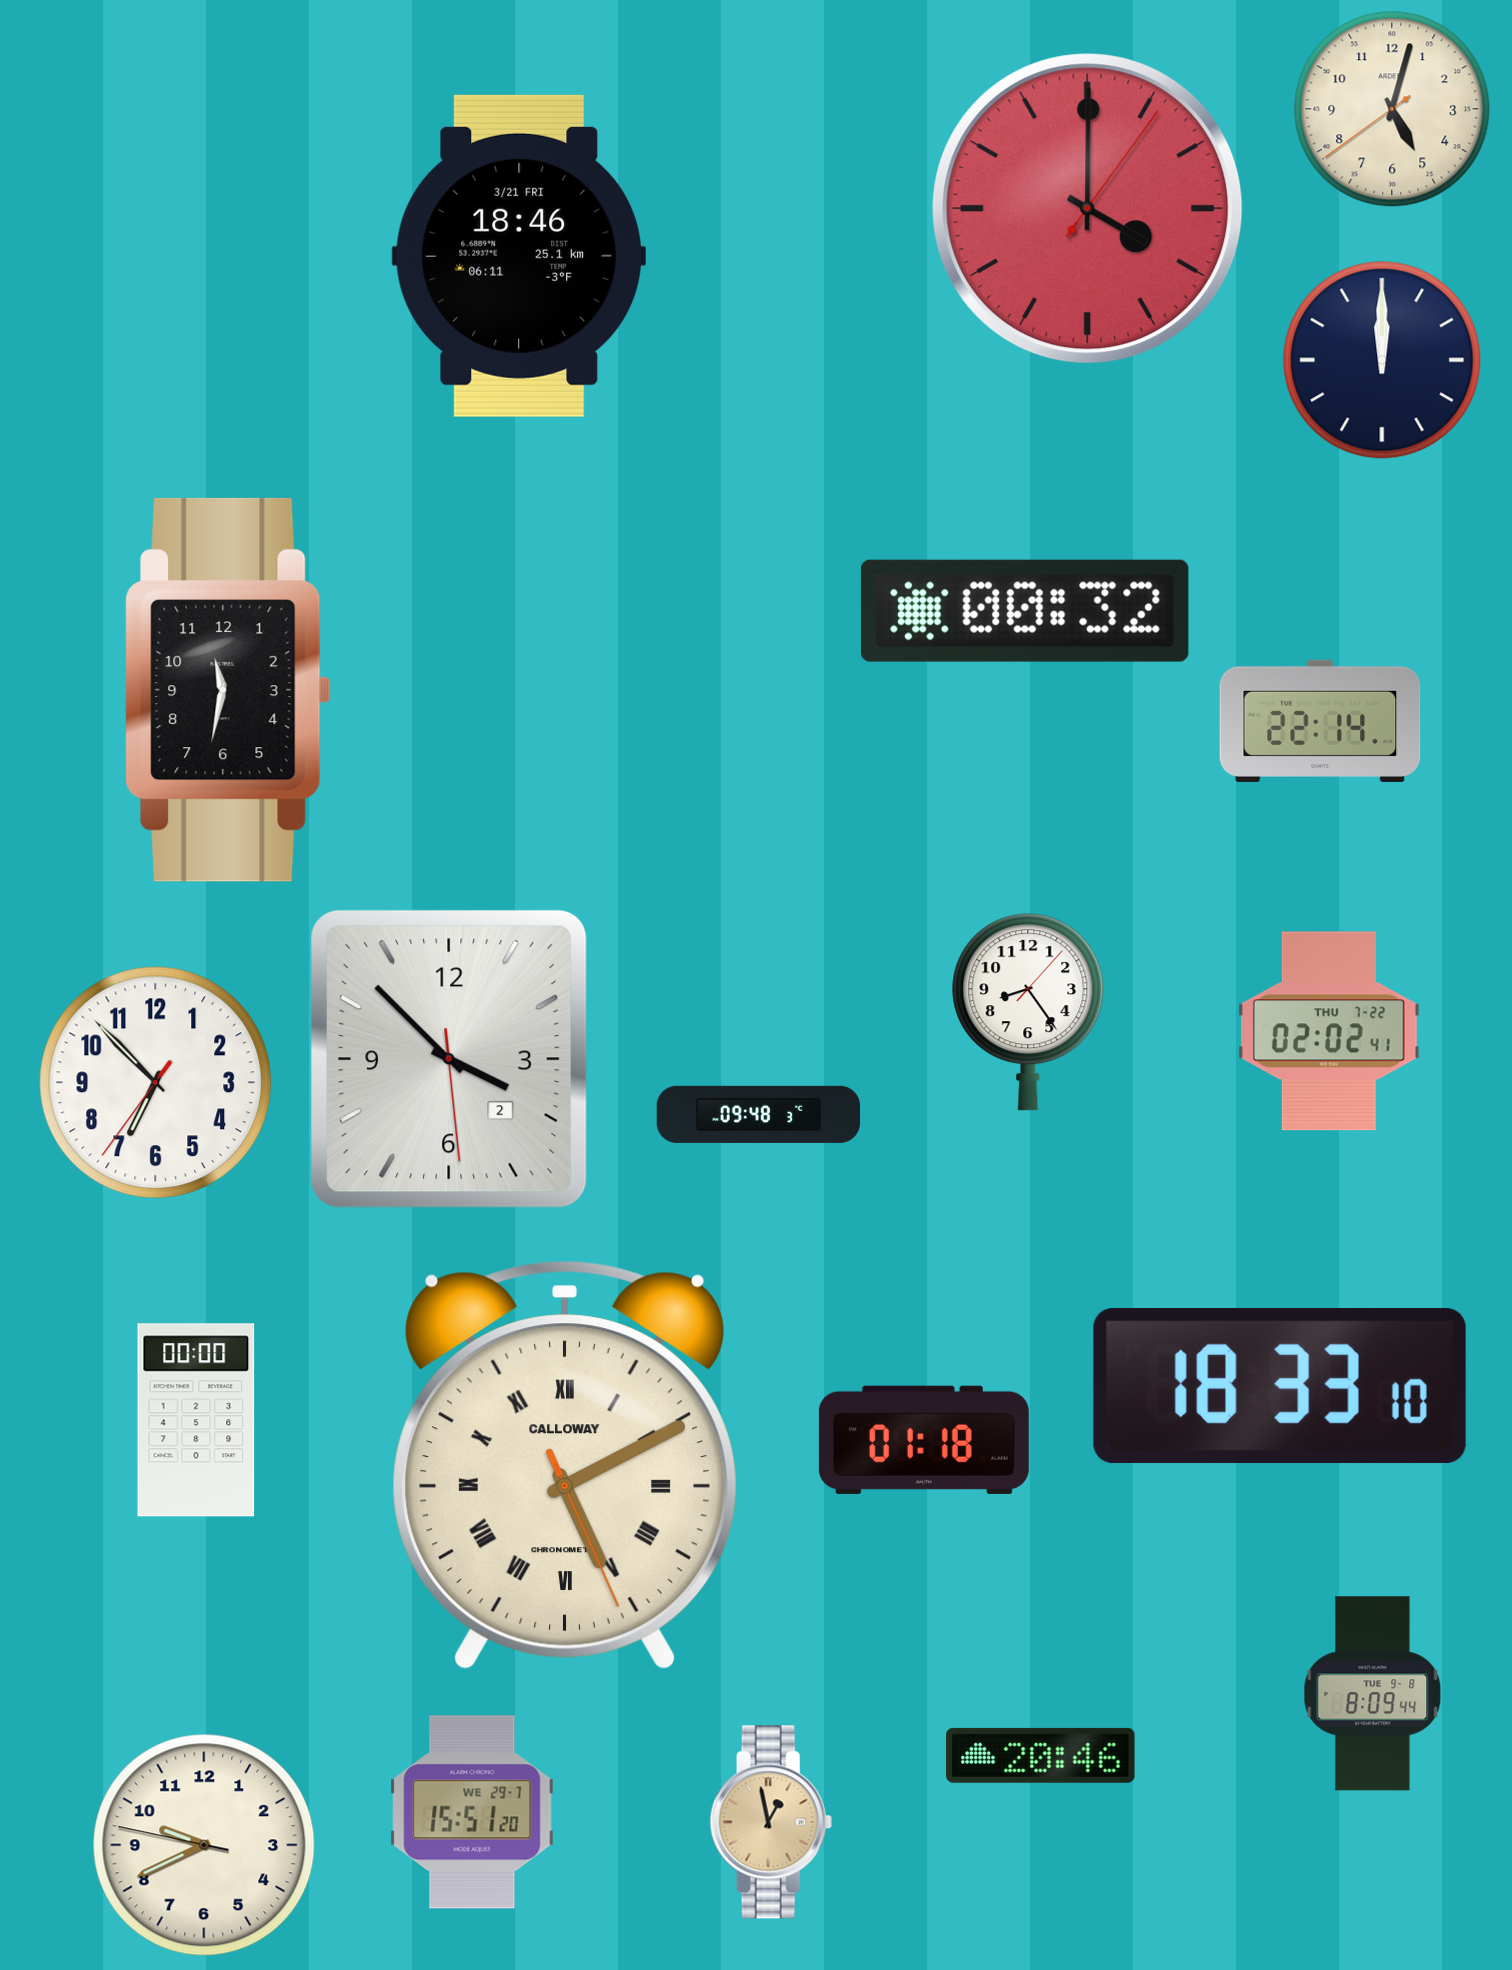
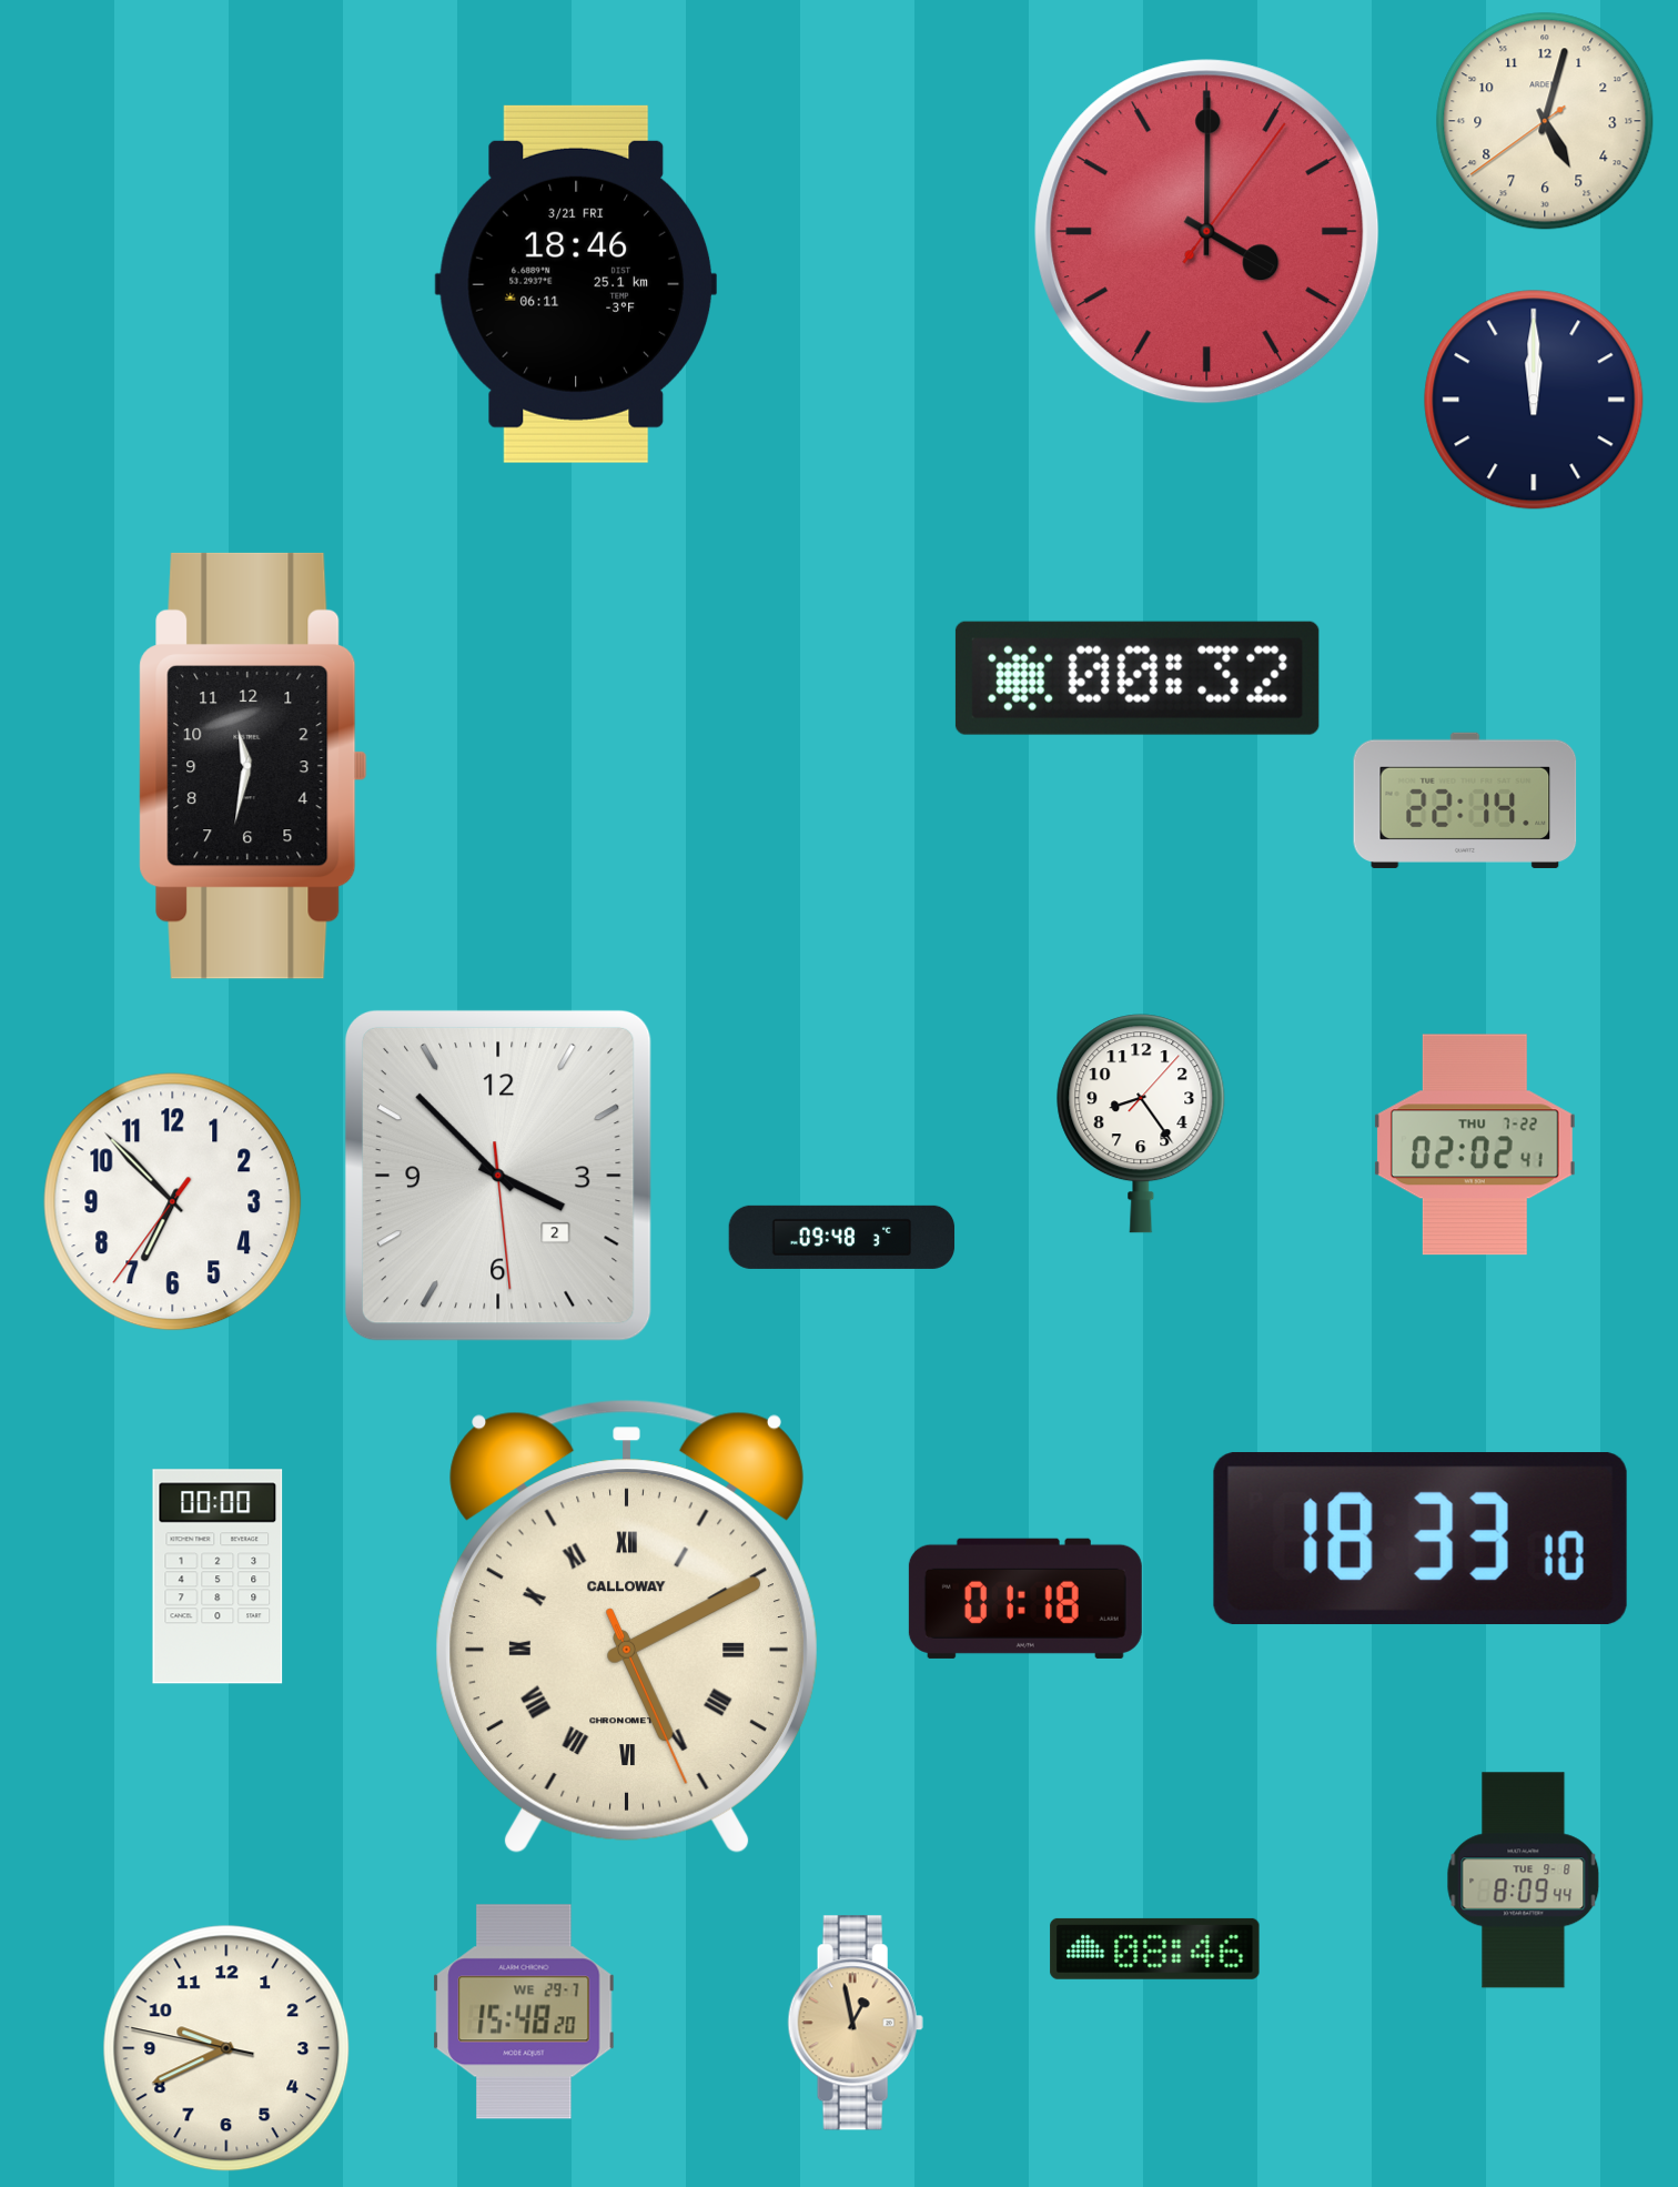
clock at (1041, 1755): 20:46 -> 08:46
clock at (472, 1812): 15:51 -> 15:48
